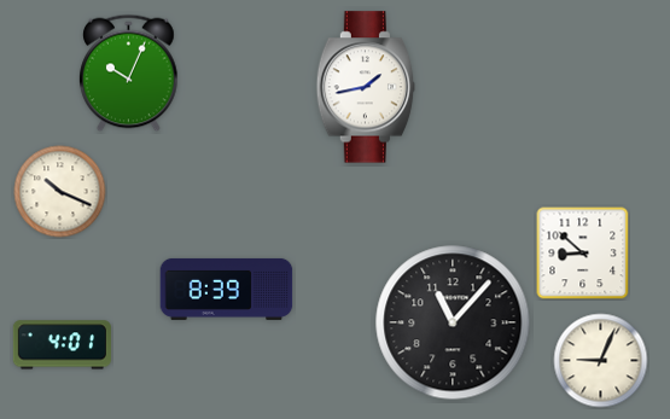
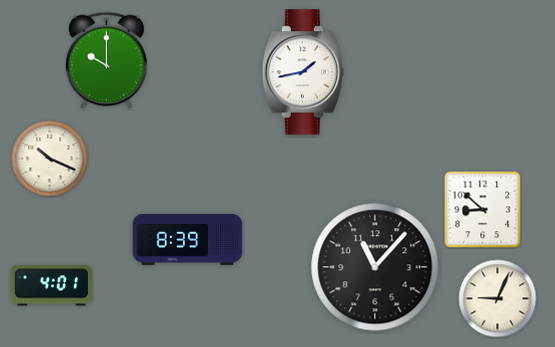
clock at (129, 74): 10:04 -> 10:00
